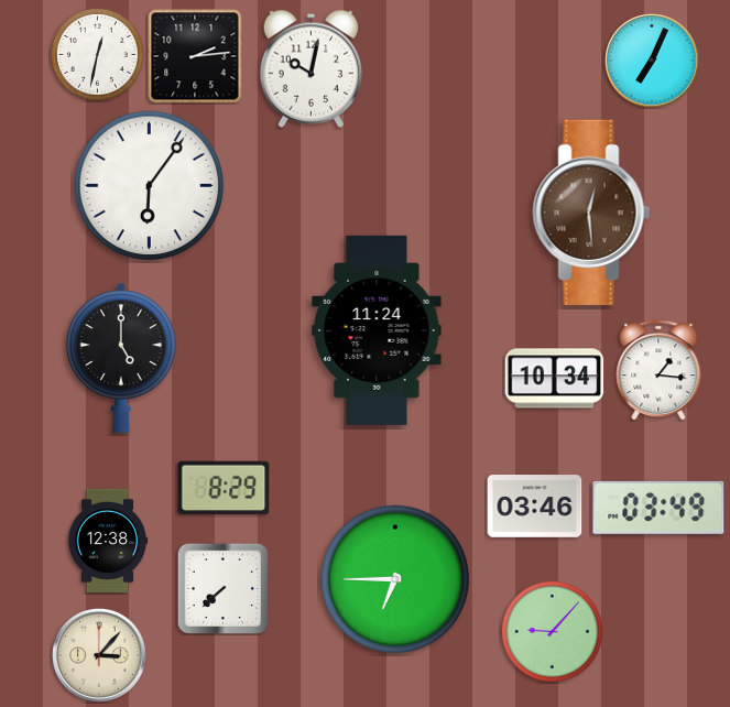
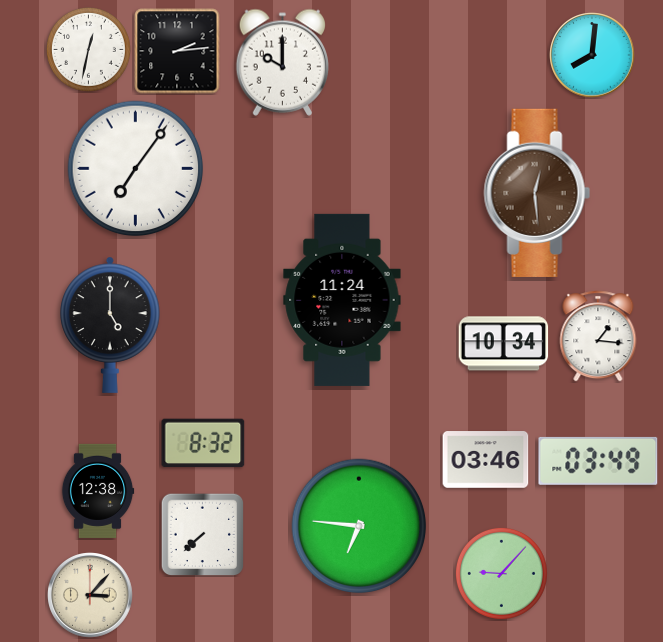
clock at (652, 61): 7:04 -> 8:01
clock at (310, 68): 10:02 -> 10:00
clock at (150, 186): 6:06 -> 7:06
clock at (224, 488): 8:29 -> 8:32
clock at (395, 579): 6:45 -> 6:46
